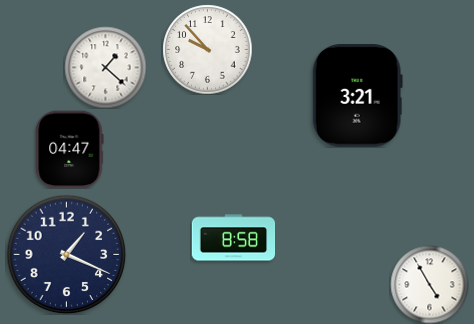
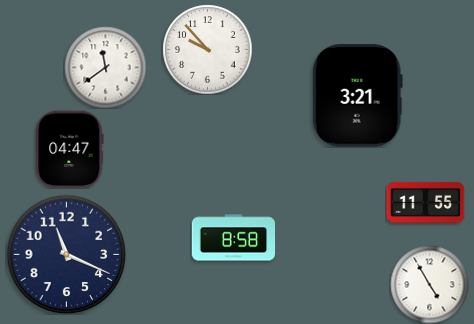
clock at (105, 67): 1:22 -> 11:39
clock at (425, 202): none -> 11:55
clock at (66, 254): 1:19 -> 11:19
